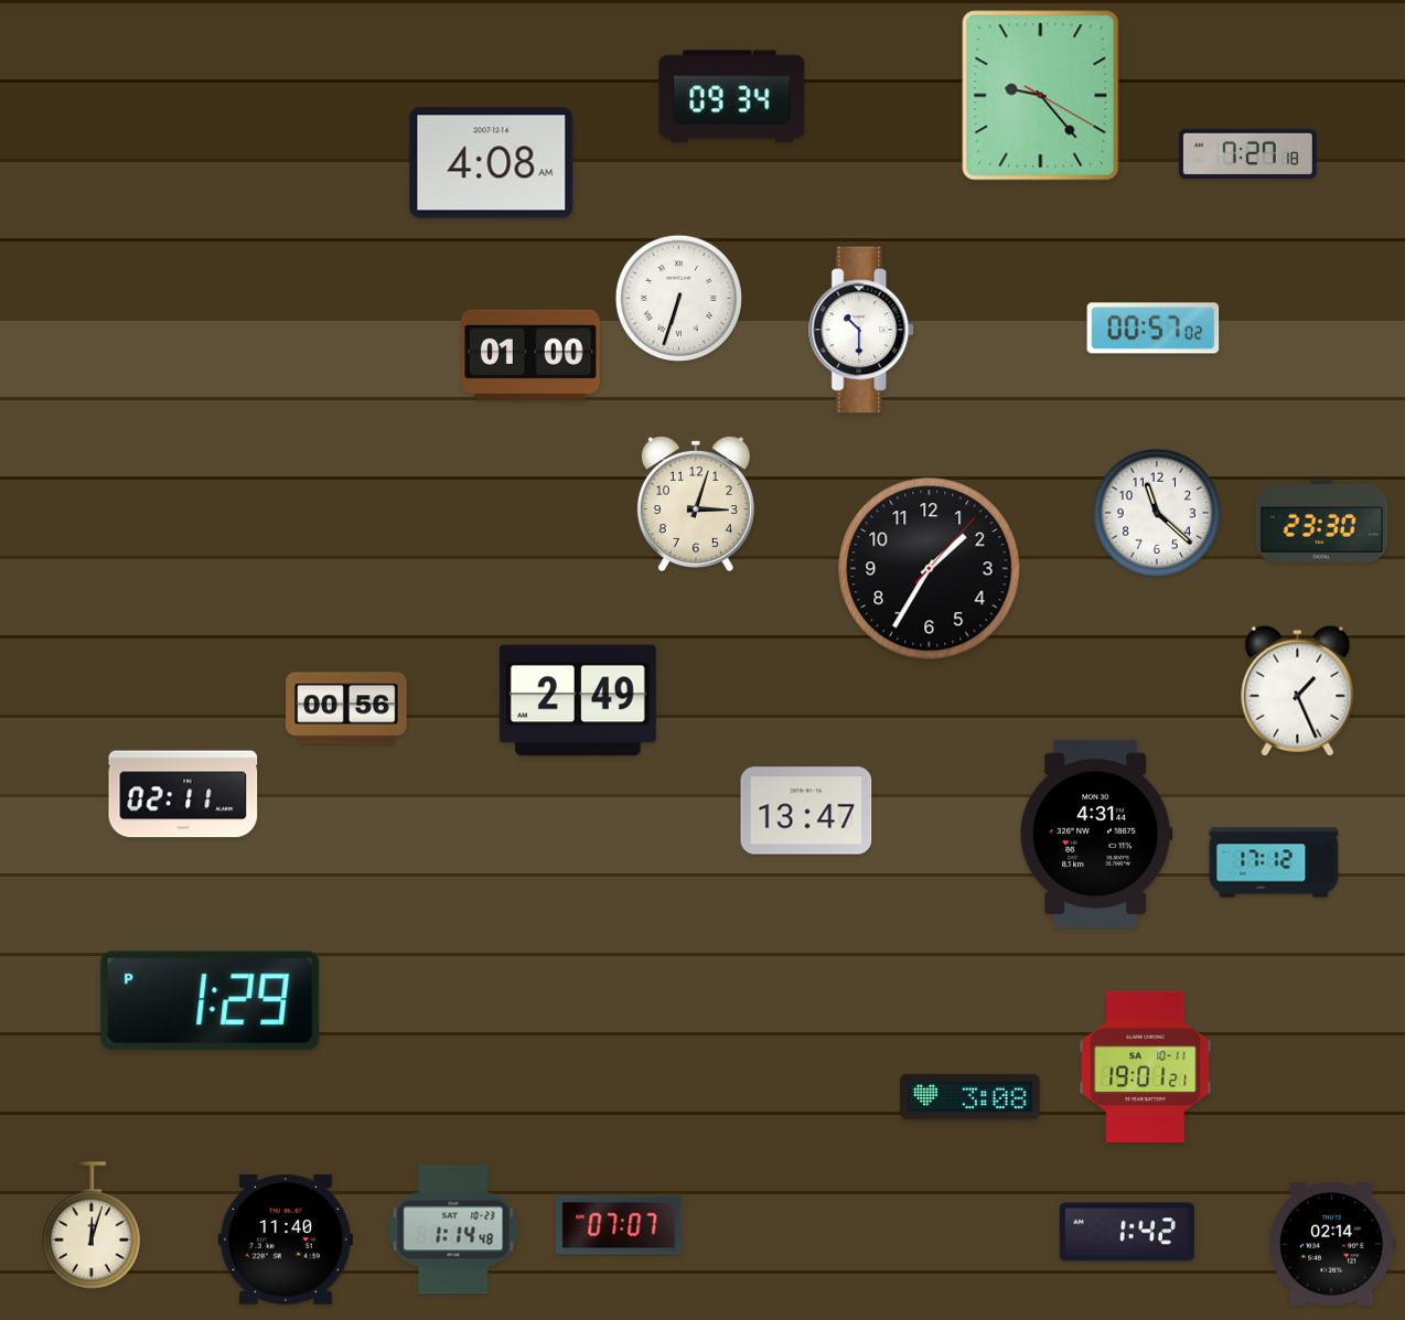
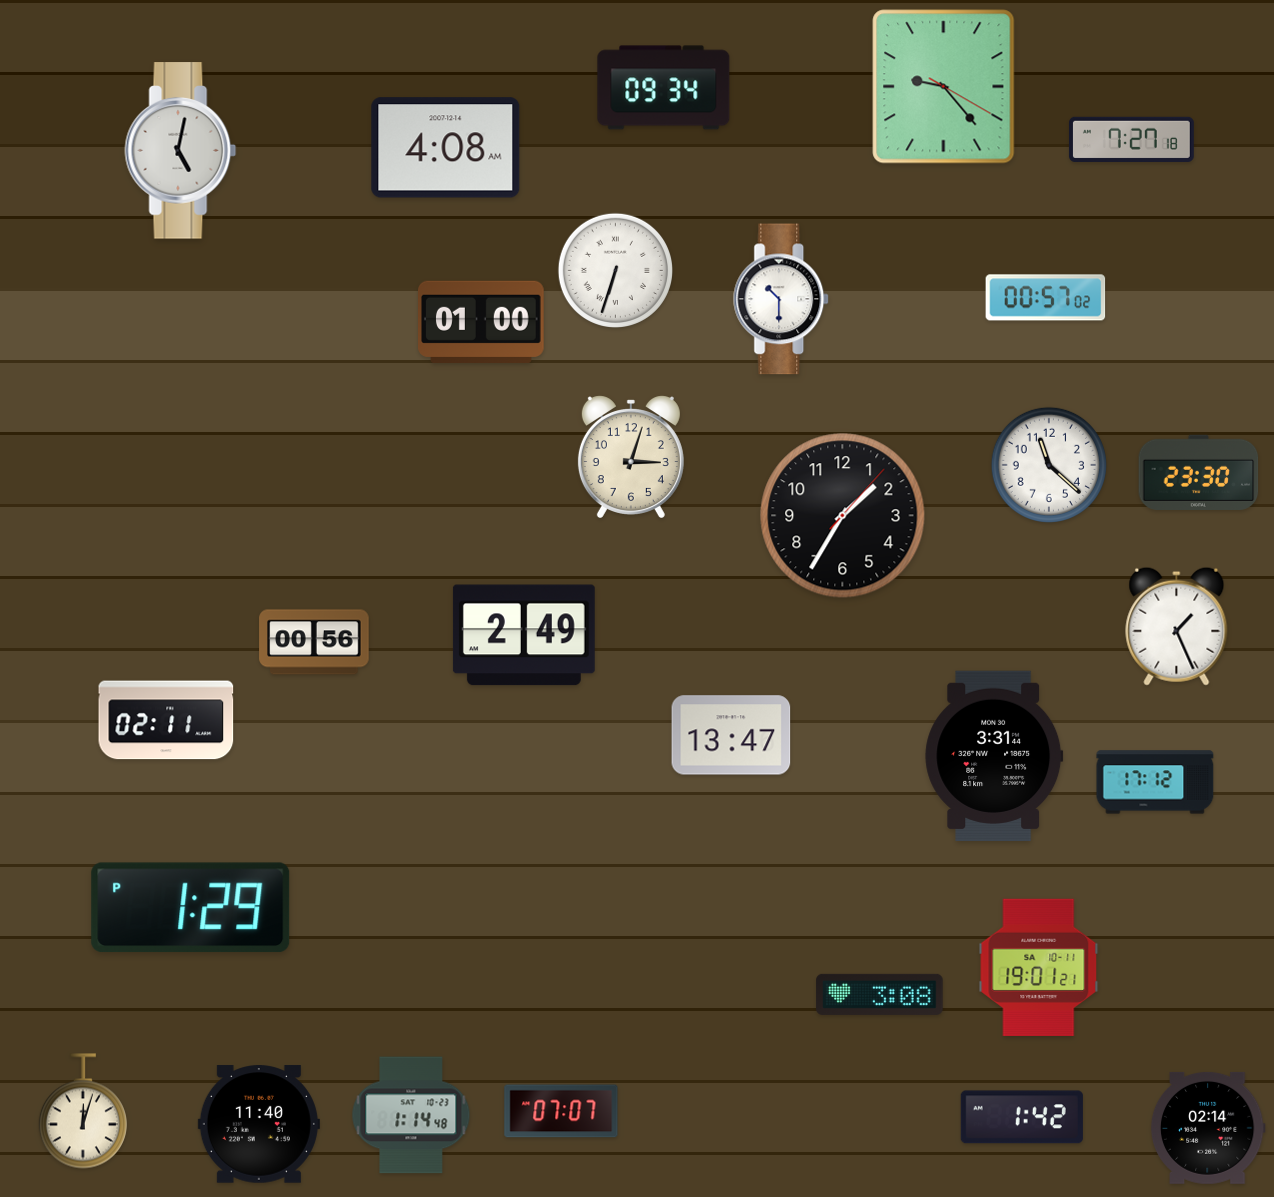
clock at (181, 151): none -> 5:02
clock at (1096, 833): 4:31 -> 3:31
